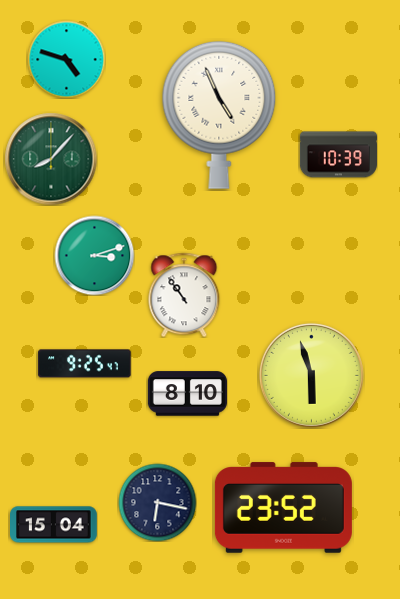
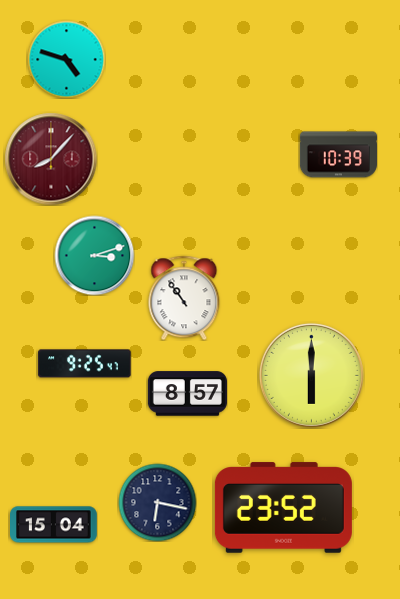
clock at (219, 115): 4:56 -> none
clock at (51, 159) dial: green -> burgundy
clock at (184, 295) position: (184, 295) -> (184, 298)
clock at (311, 375): 5:57 -> 6:00
clock at (187, 394): 8:10 -> 8:57
